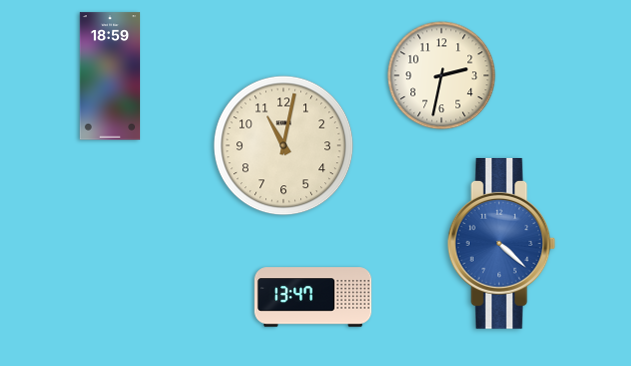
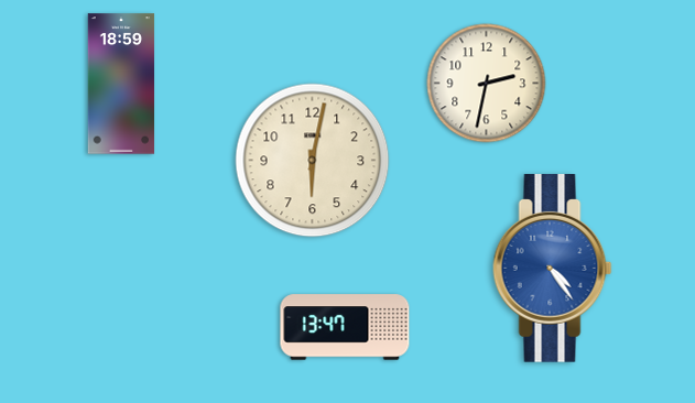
clock at (284, 146): 11:02 -> 6:02
clock at (502, 244): 4:22 -> 4:24
